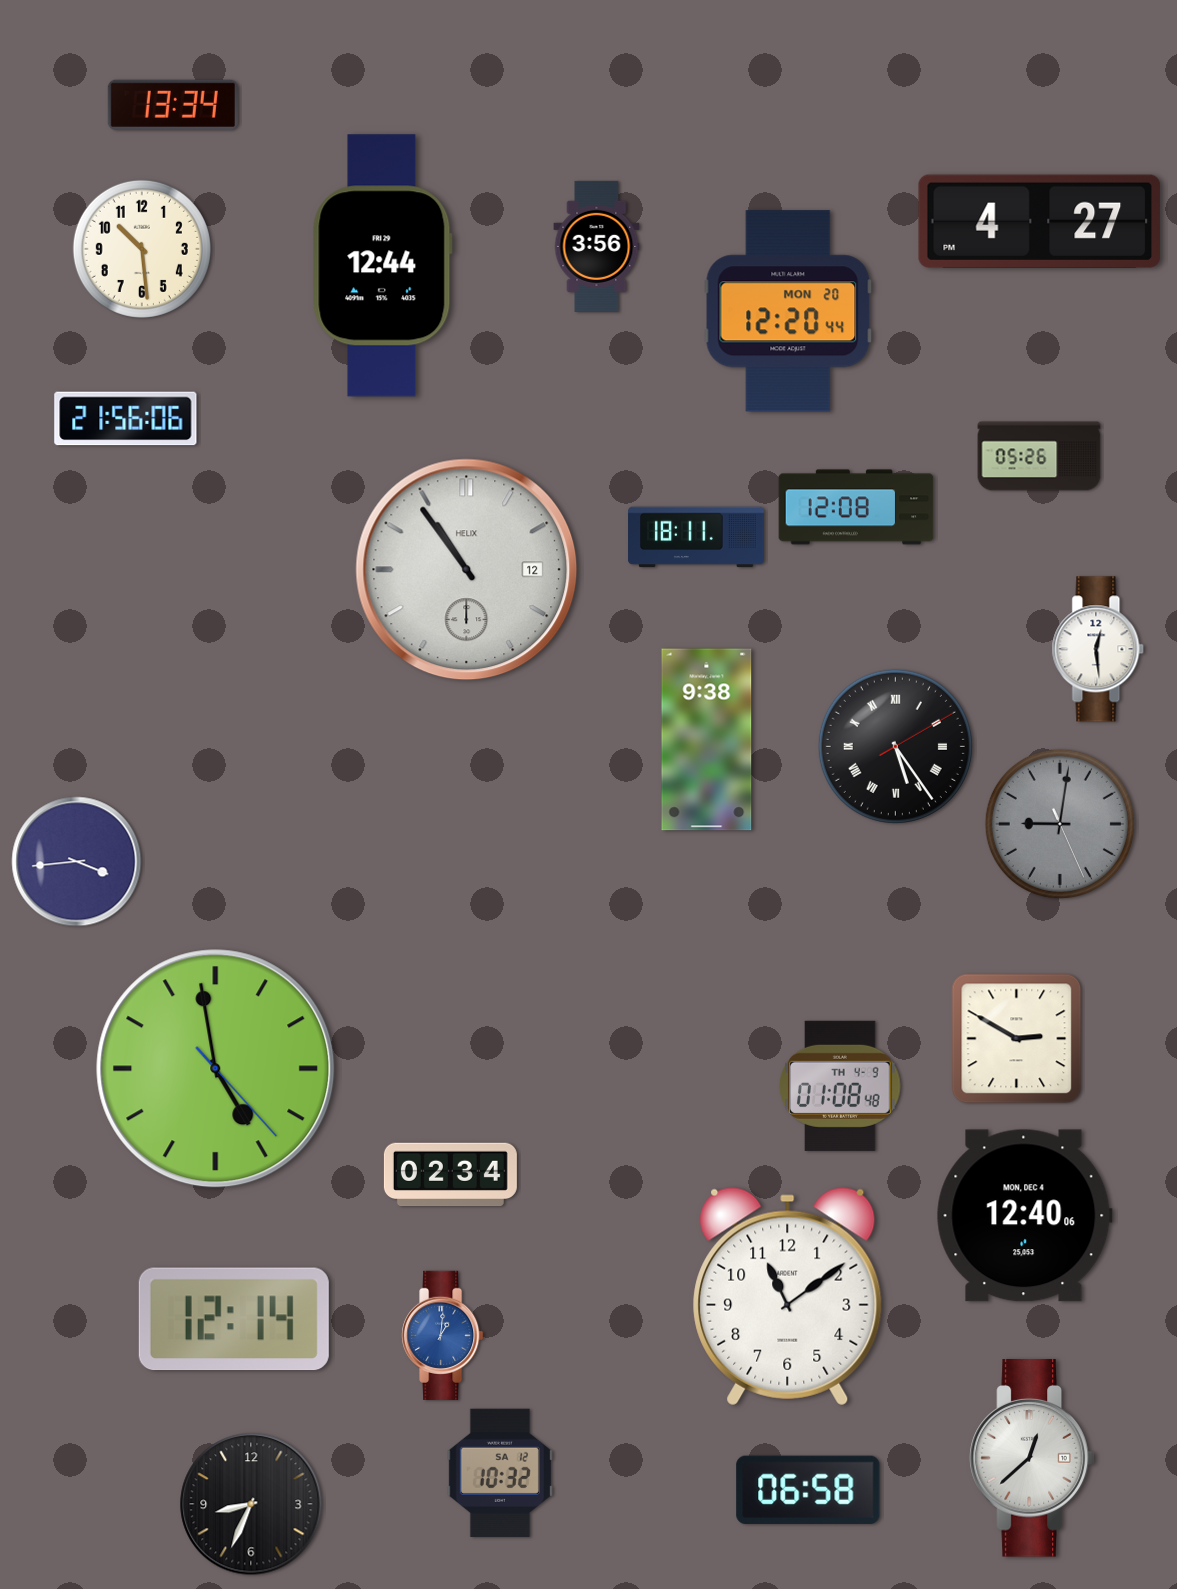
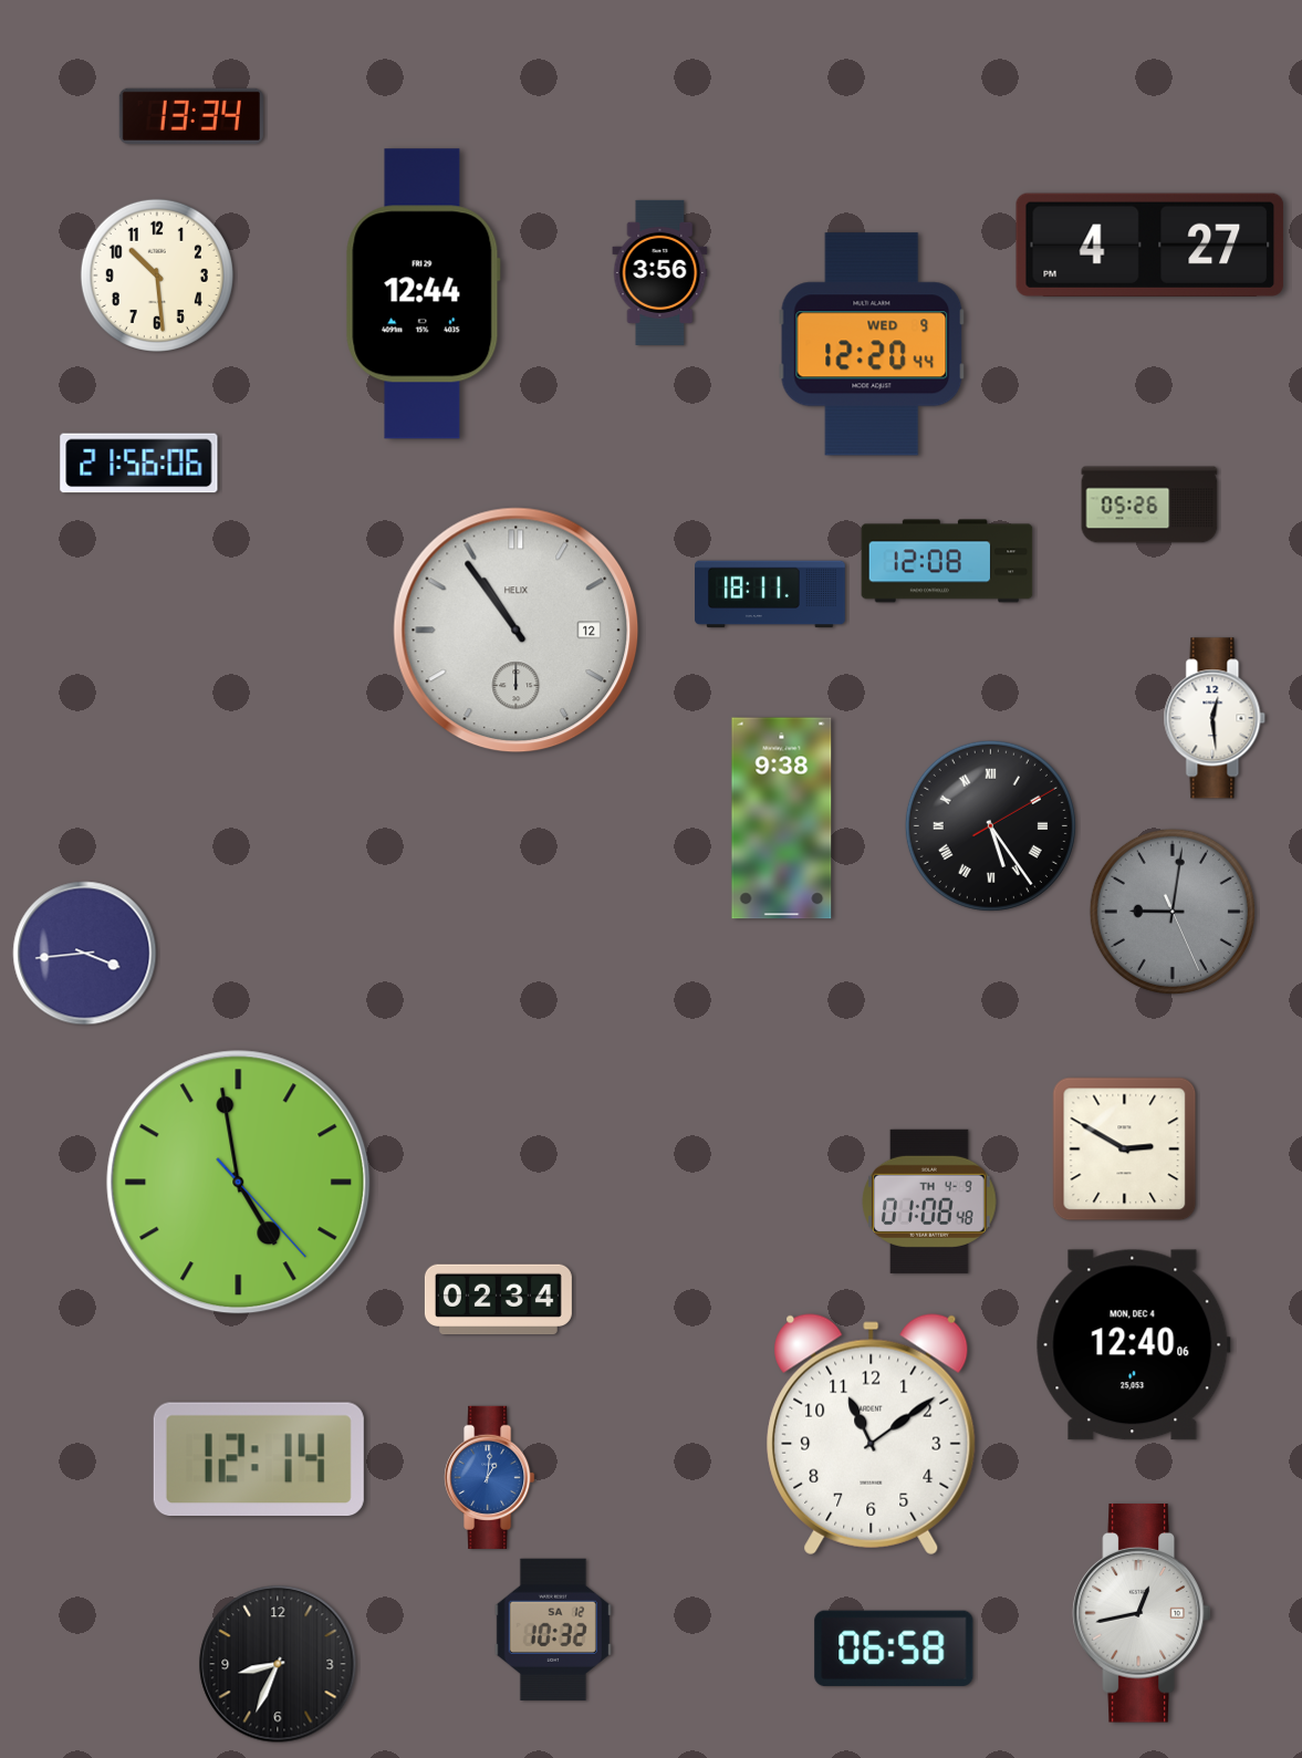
clock at (788, 311) date: MON 20 -> WED 9
clock at (1032, 1458): 12:38 -> 12:43
